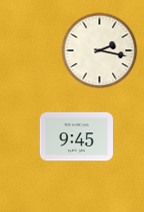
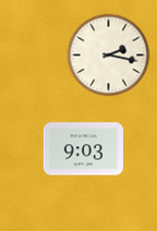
clock at (76, 137): 9:45 -> 9:03
